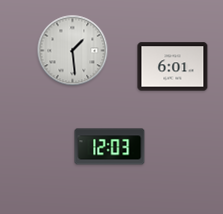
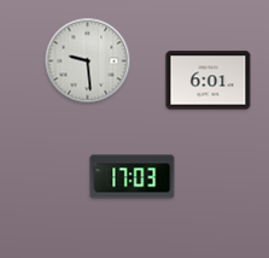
clock at (73, 51): 1:29 -> 9:29
clock at (110, 147): 12:03 -> 17:03
